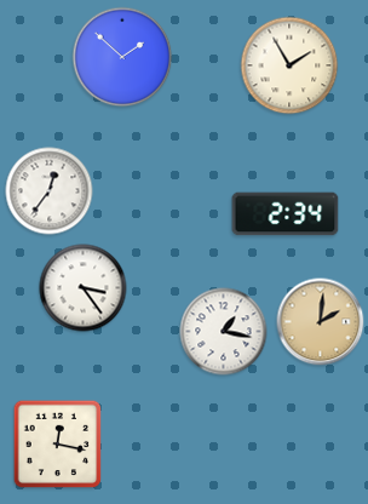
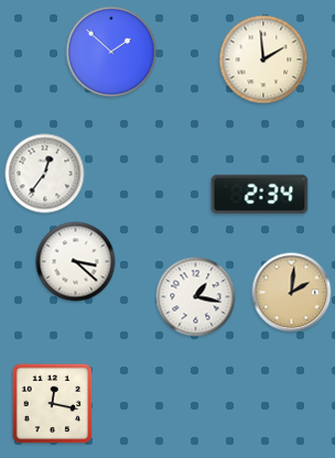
clock at (289, 65): 1:55 -> 1:59
clock at (84, 288): 3:24 -> 3:22
clock at (224, 332) position: (224, 332) -> (196, 297)
